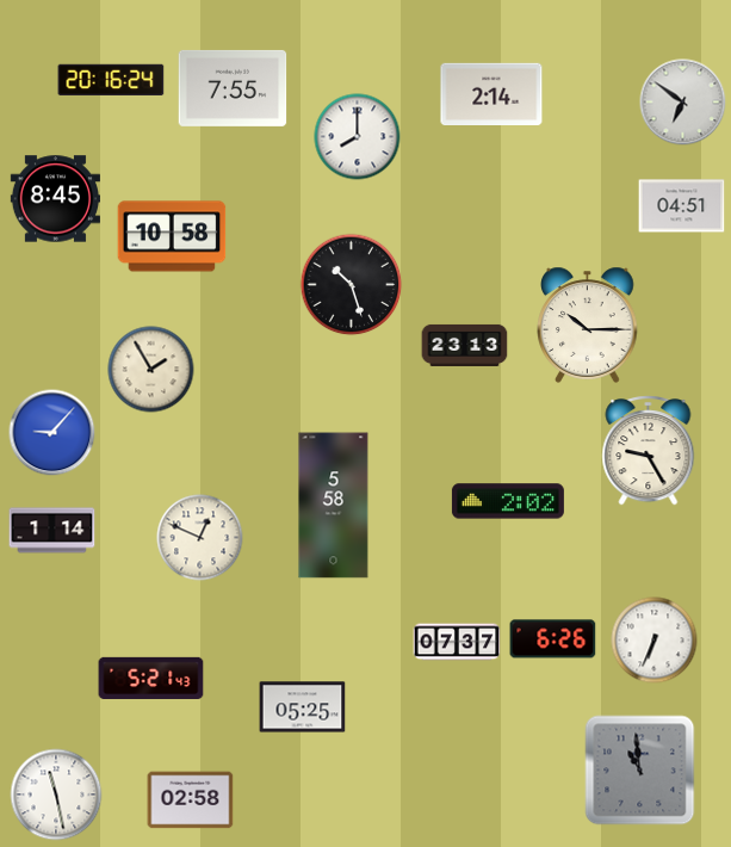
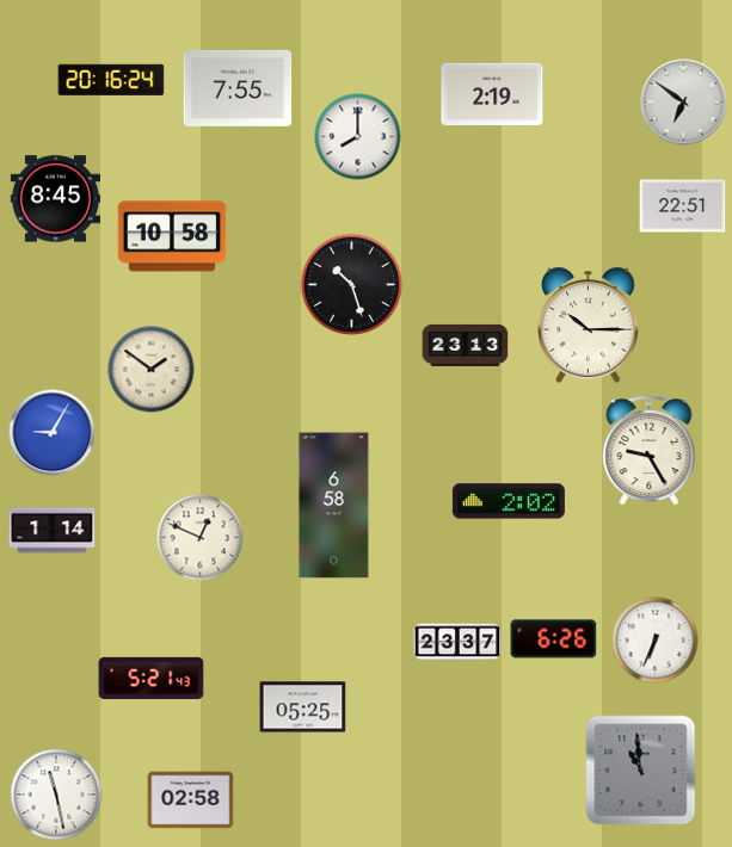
clock at (233, 88) position: (233, 88) -> (238, 88)
clock at (491, 93): 2:14 -> 2:19
clock at (682, 206): 04:51 -> 22:51
clock at (151, 370): 1:55 -> 1:51
clock at (52, 433): 9:07 -> 9:05
clock at (334, 506): 5:58 -> 6:58
clock at (457, 642): 07:37 -> 23:37
